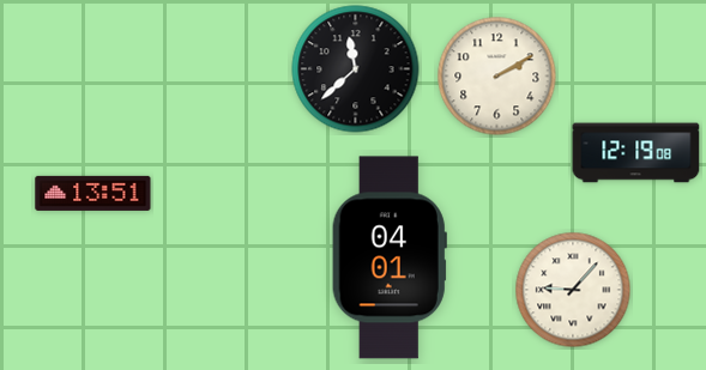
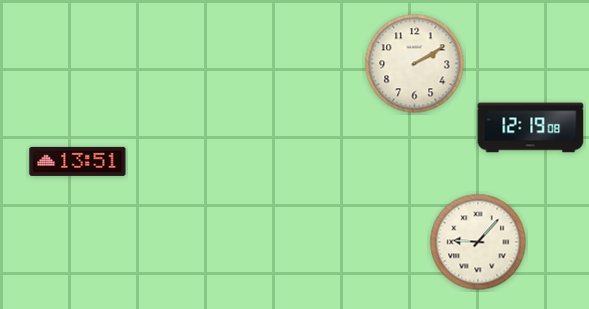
clock at (356, 69): 11:38 -> none
clock at (390, 257): 04:01 -> none
